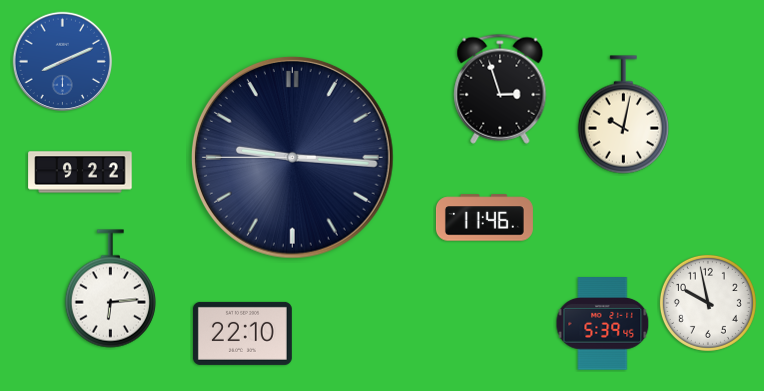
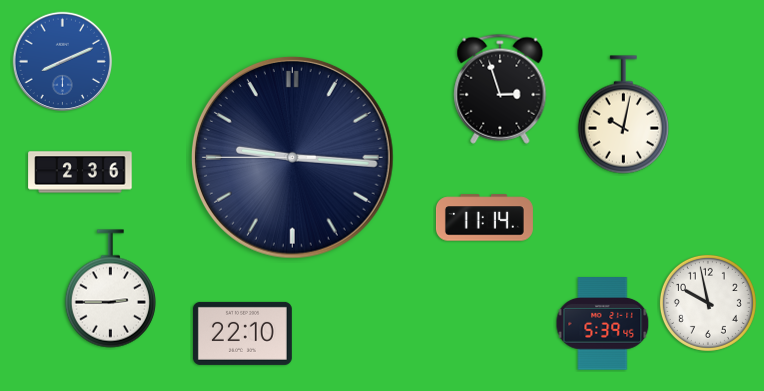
clock at (80, 172): 9:22 -> 2:36
clock at (484, 218): 11:46 -> 11:14
clock at (110, 289): 6:14 -> 2:45
